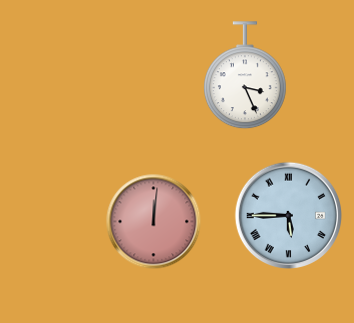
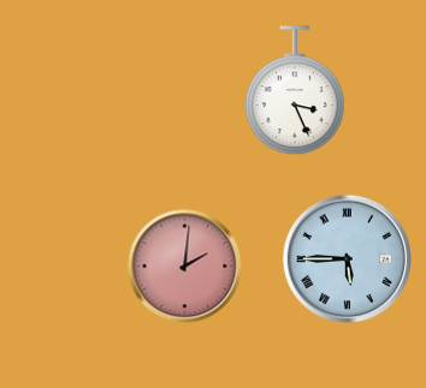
clock at (154, 222): 12:01 -> 2:01
